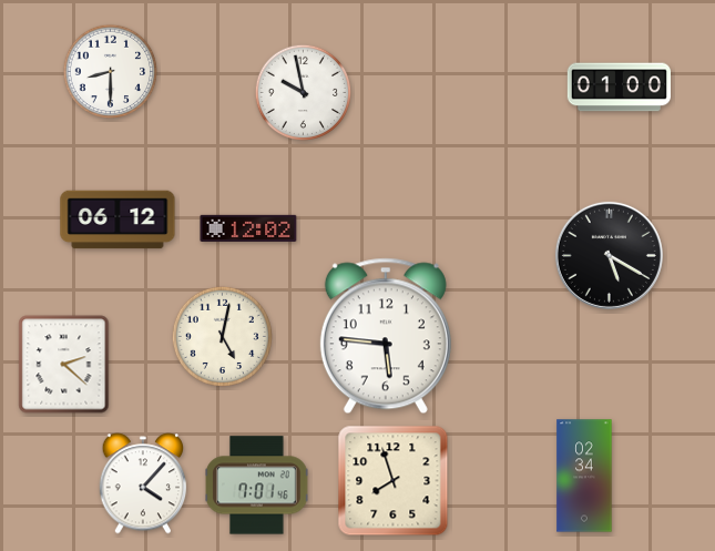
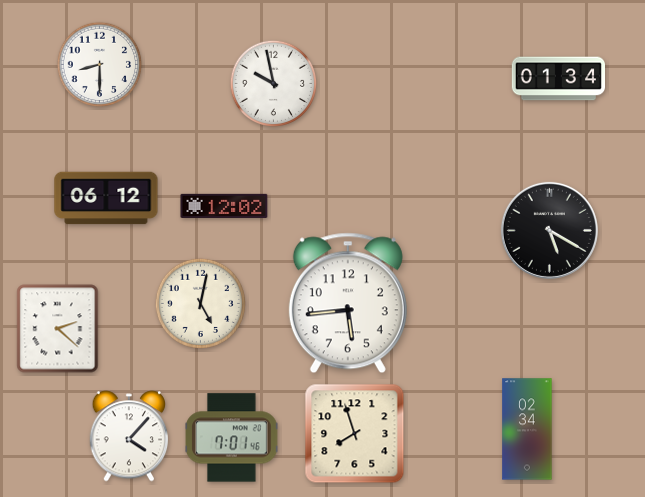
clock at (619, 88): 01:00 -> 01:34
clock at (386, 336): 5:46 -> 5:44
